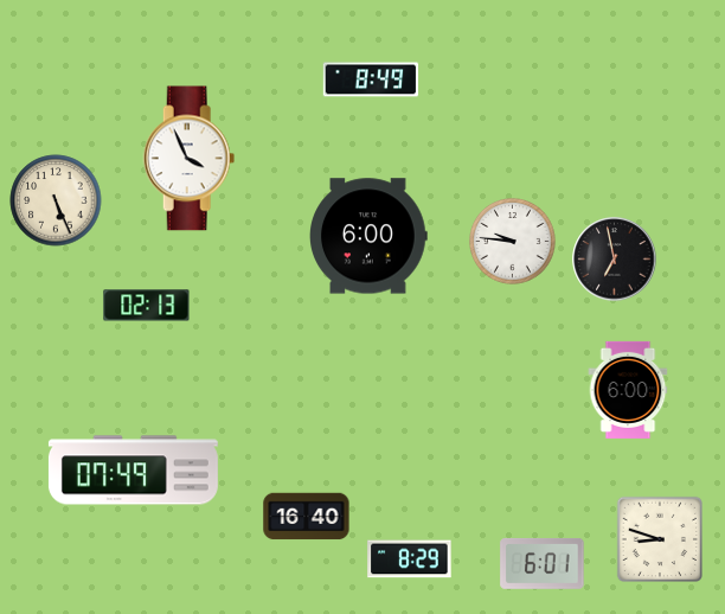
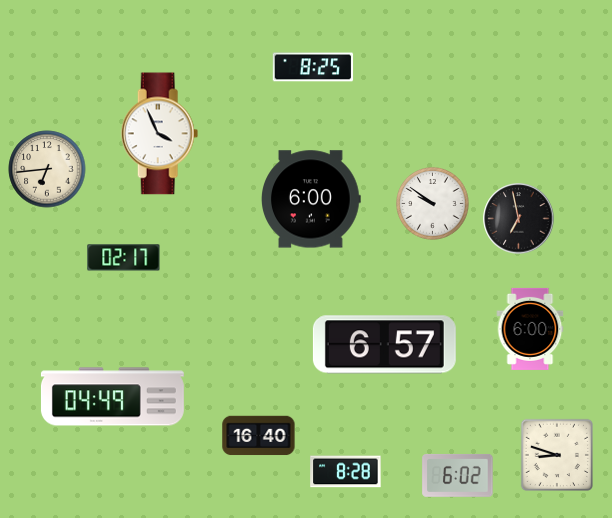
clock at (371, 79): 8:49 -> 8:25
clock at (56, 200): 5:26 -> 6:44
clock at (513, 242): 9:46 -> 9:51
clock at (147, 306): 02:13 -> 02:17
clock at (384, 345): none -> 6:57
clock at (133, 471): 07:49 -> 04:49
clock at (410, 559): 8:29 -> 8:28
clock at (543, 563): 6:01 -> 6:02
